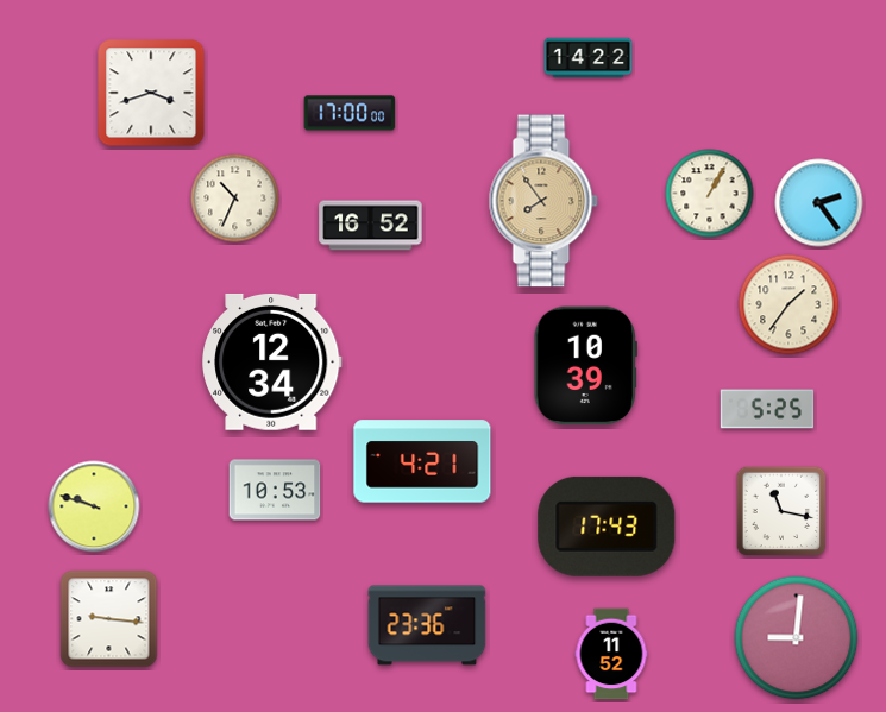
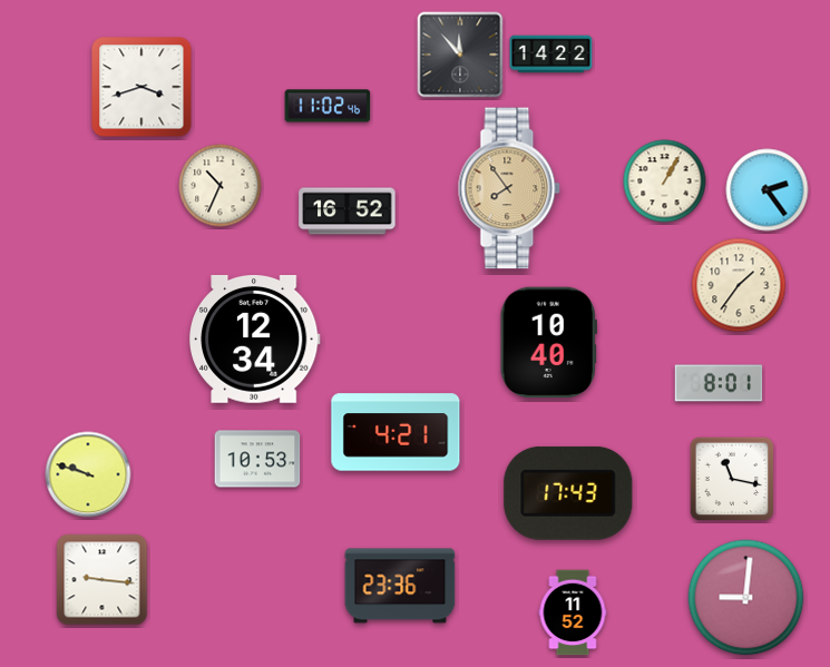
clock at (460, 55): none -> 11:53
clock at (350, 113): 17:00 -> 11:02
clock at (585, 366): 10:39 -> 10:40
clock at (767, 409): 5:25 -> 8:01
